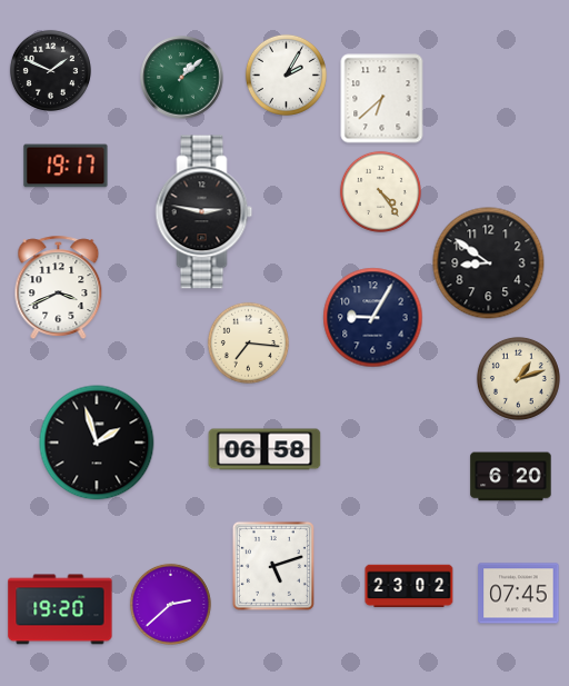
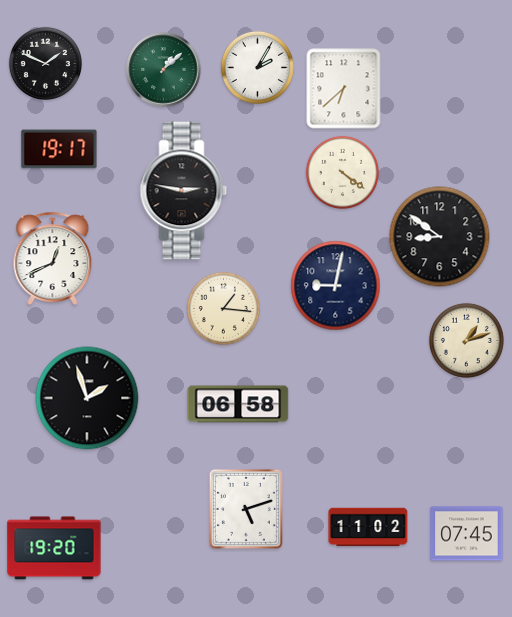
clock at (380, 191): 4:24 -> 4:21
clock at (59, 287): 3:41 -> 12:41
clock at (373, 318): 9:05 -> 9:02
clock at (248, 342): 7:16 -> 1:16
clock at (511, 477): 6:20 -> none
clock at (409, 586): 23:02 -> 11:02
clock at (170, 604): 2:38 -> none
